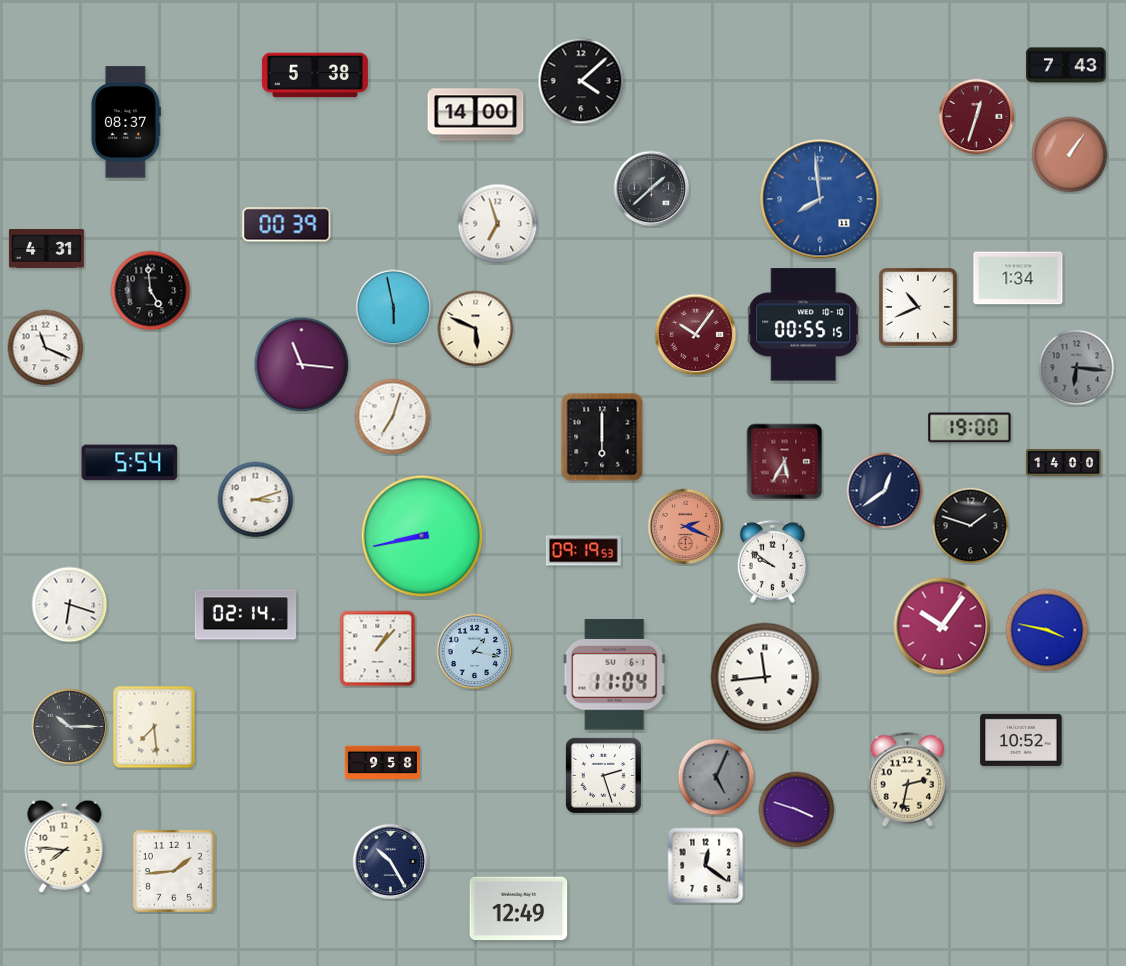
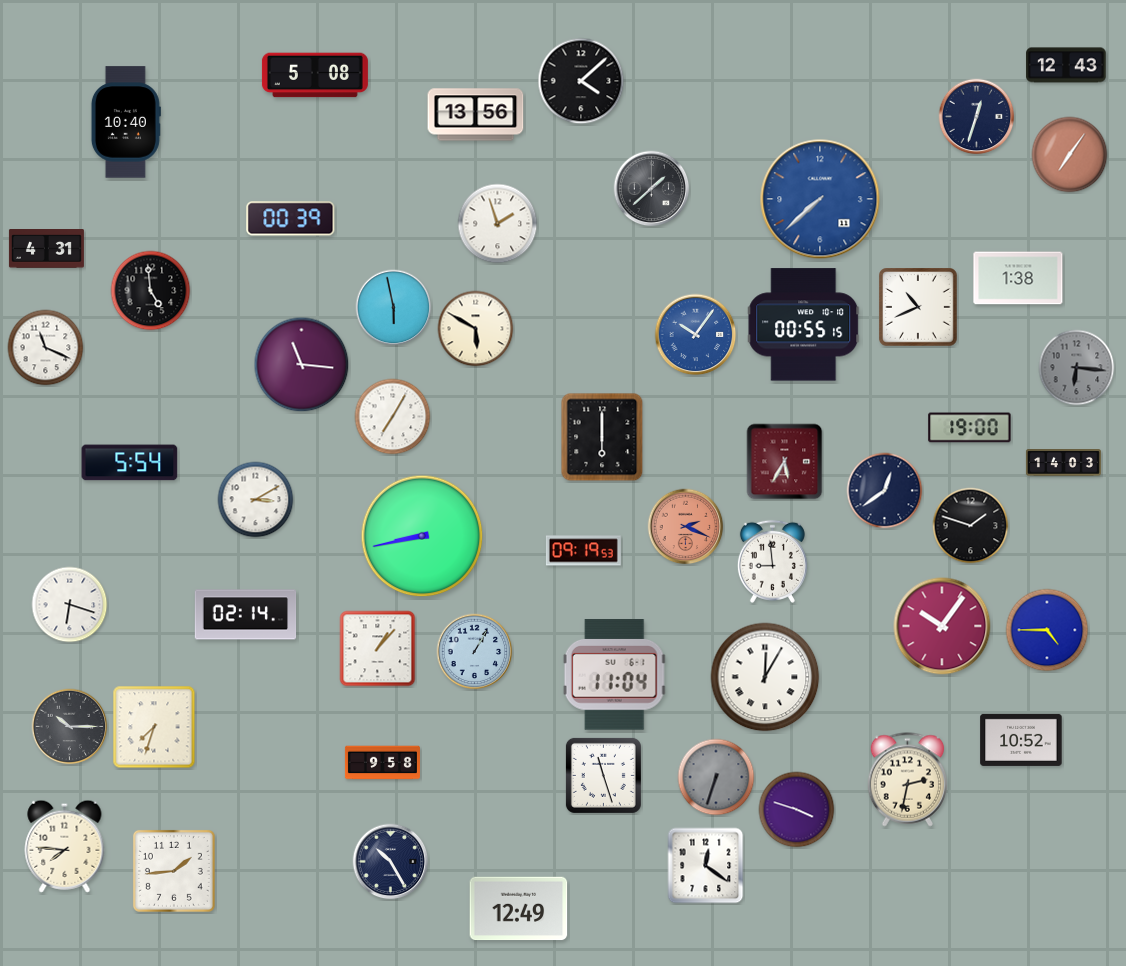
clock at (1066, 65): 7:43 -> 12:43
clock at (315, 75): 5:38 -> 5:08
clock at (476, 115): 14:00 -> 13:56
clock at (977, 117) dial: burgundy -> navy
clock at (126, 122): 08:37 -> 10:40
clock at (1070, 155): 1:06 -> 7:06
clock at (820, 199): 7:59 -> 7:38
clock at (498, 224): 6:57 -> 1:57
clock at (287, 225) position: (287, 225) -> (291, 219)
clock at (1018, 278): 1:34 -> 1:38
clock at (476, 329): 5:49 -> 5:50
clock at (696, 335) dial: burgundy -> blue
clock at (393, 417): 7:03 -> 7:05
clock at (1063, 463): 14:00 -> 14:03
clock at (256, 500): 3:12 -> 3:10
clock at (772, 561): 9:51 -> 8:59
clock at (1047, 630): 3:47 -> 4:45
clock at (475, 652): 1:17 -> 1:05
clock at (765, 677): 11:44 -> 12:05
clock at (154, 727): 7:29 -> 7:33
clock at (603, 775): 2:27 -> 11:27
clock at (716, 777): 5:04 -> 6:33
